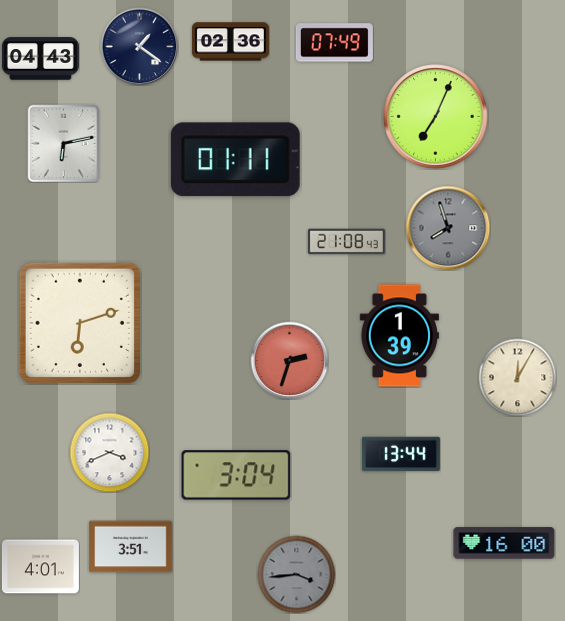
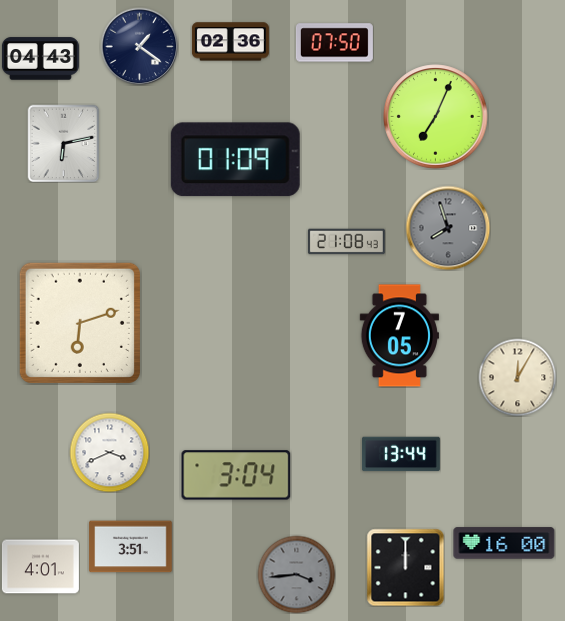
clock at (334, 43): 07:49 -> 07:50
clock at (235, 160): 01:11 -> 01:09
clock at (399, 336): 1:39 -> 7:05
clock at (289, 360): 2:33 -> none
clock at (405, 567): none -> 12:00
